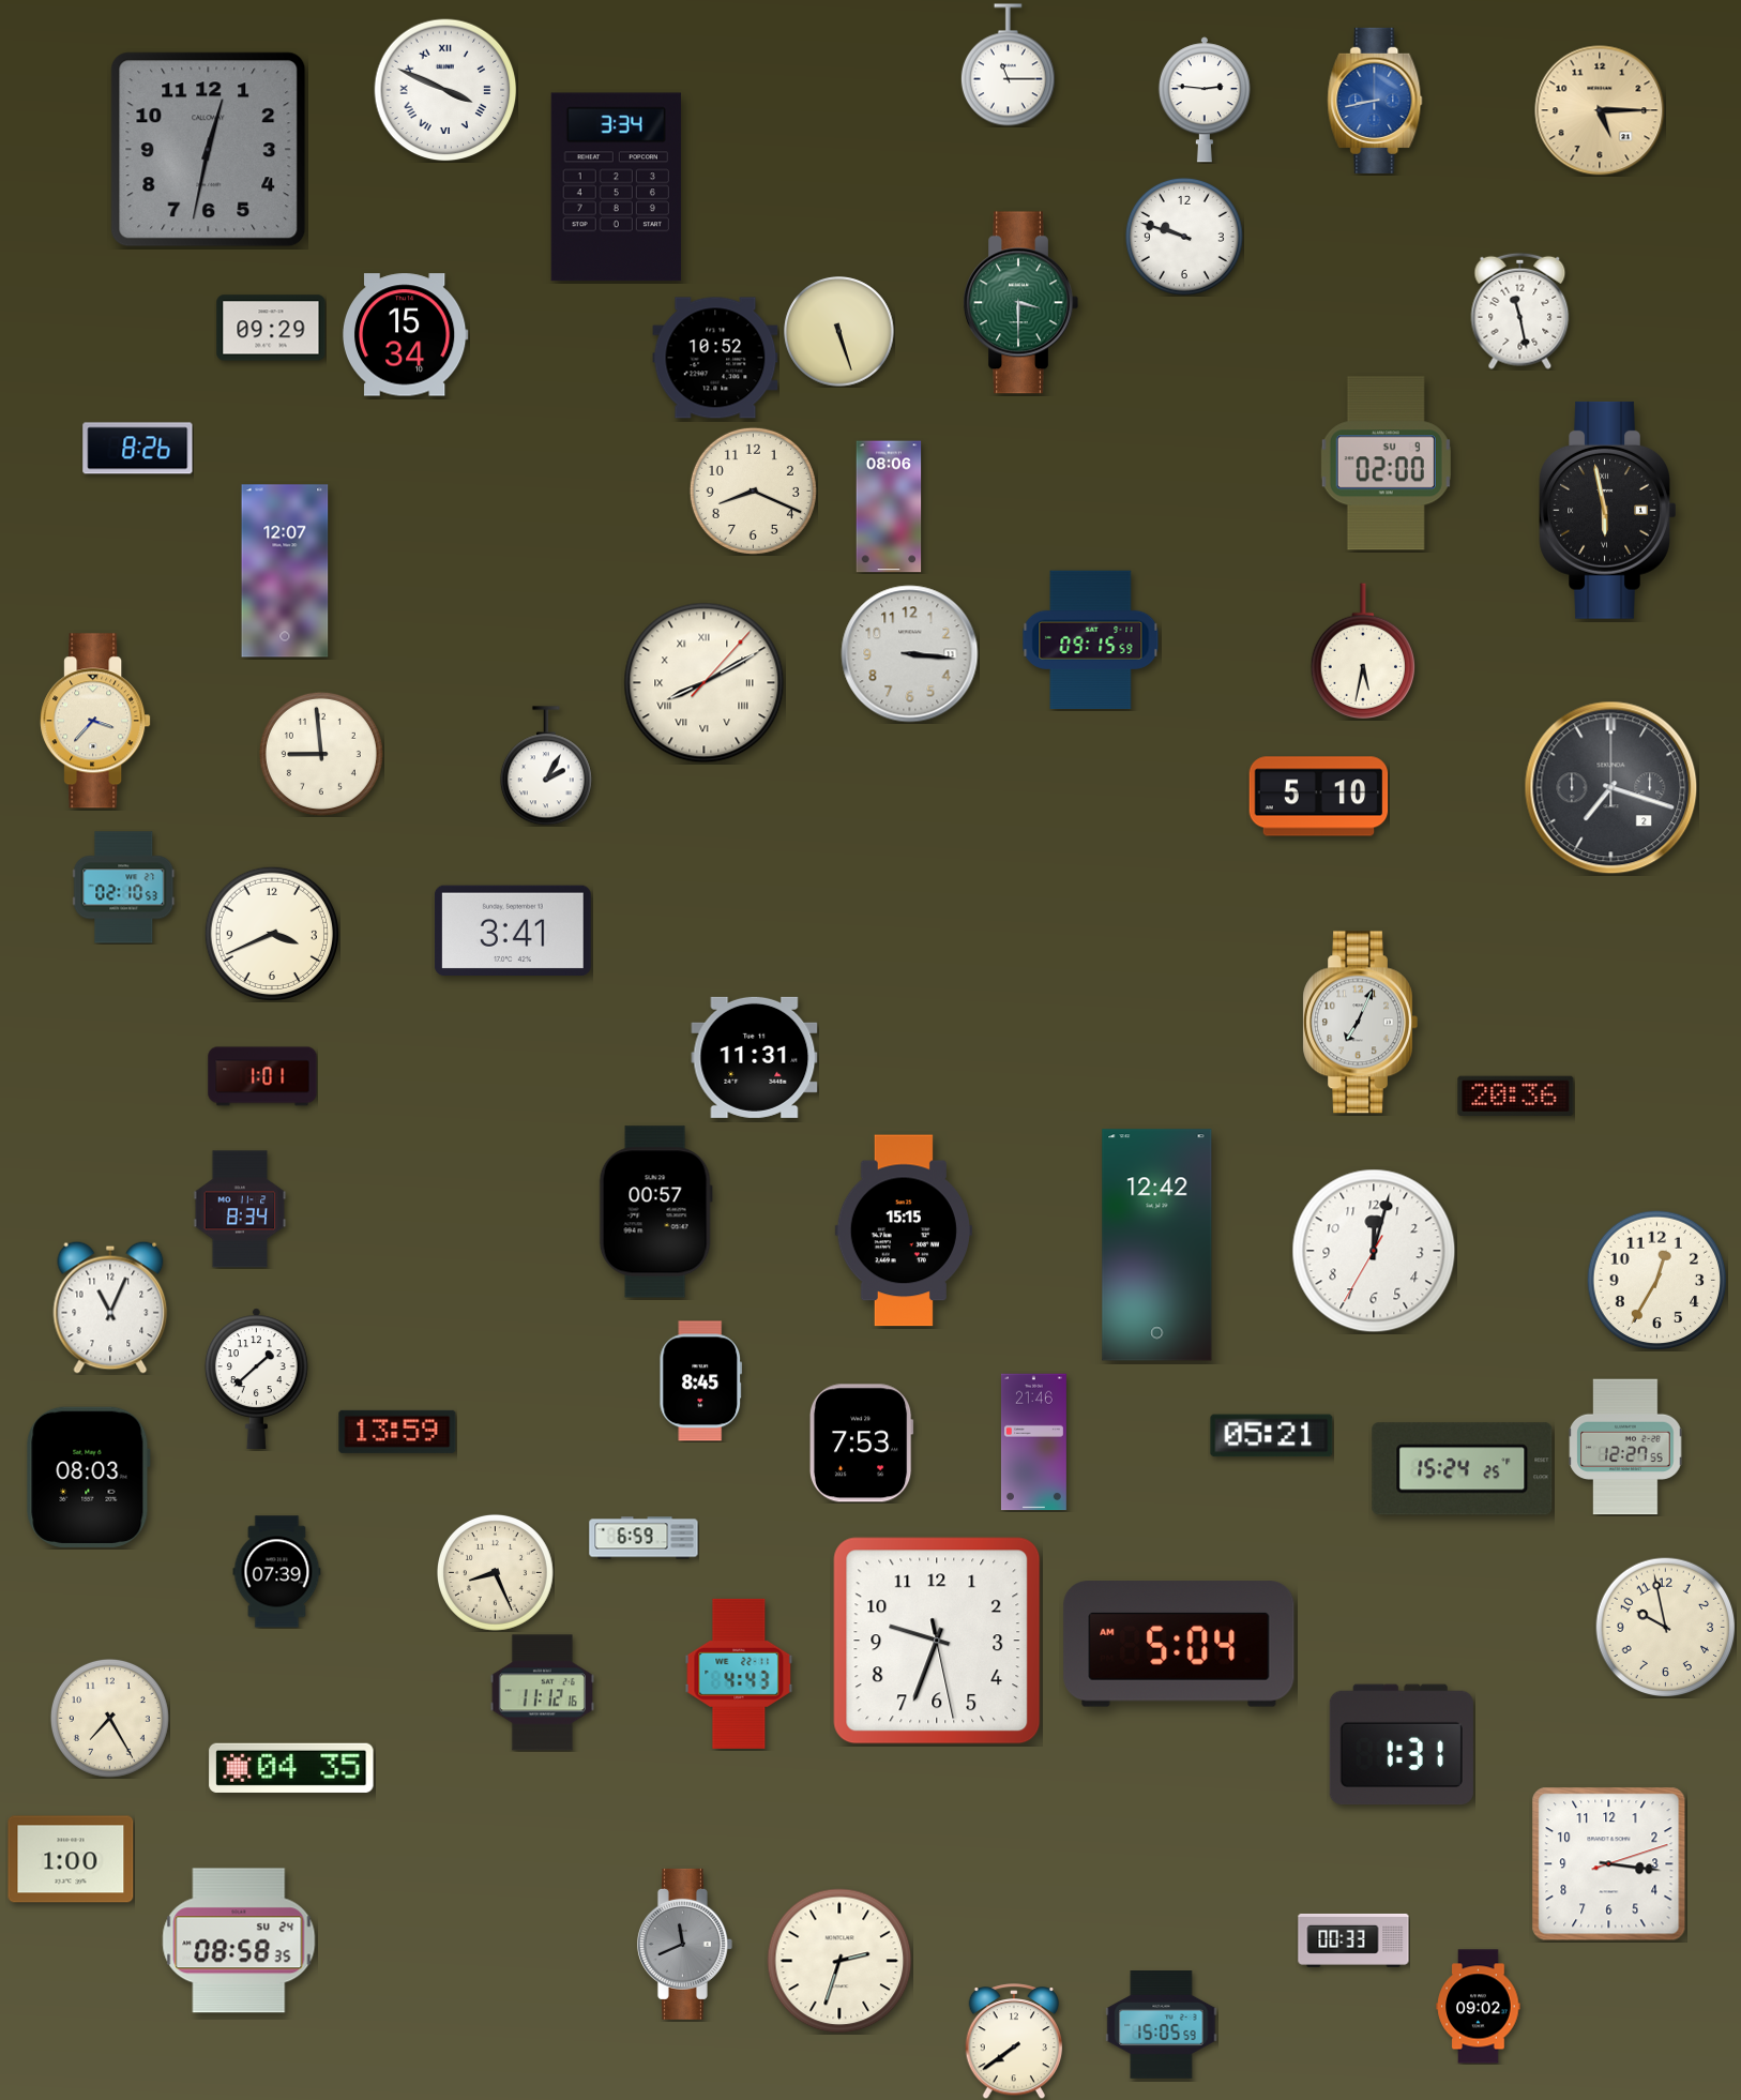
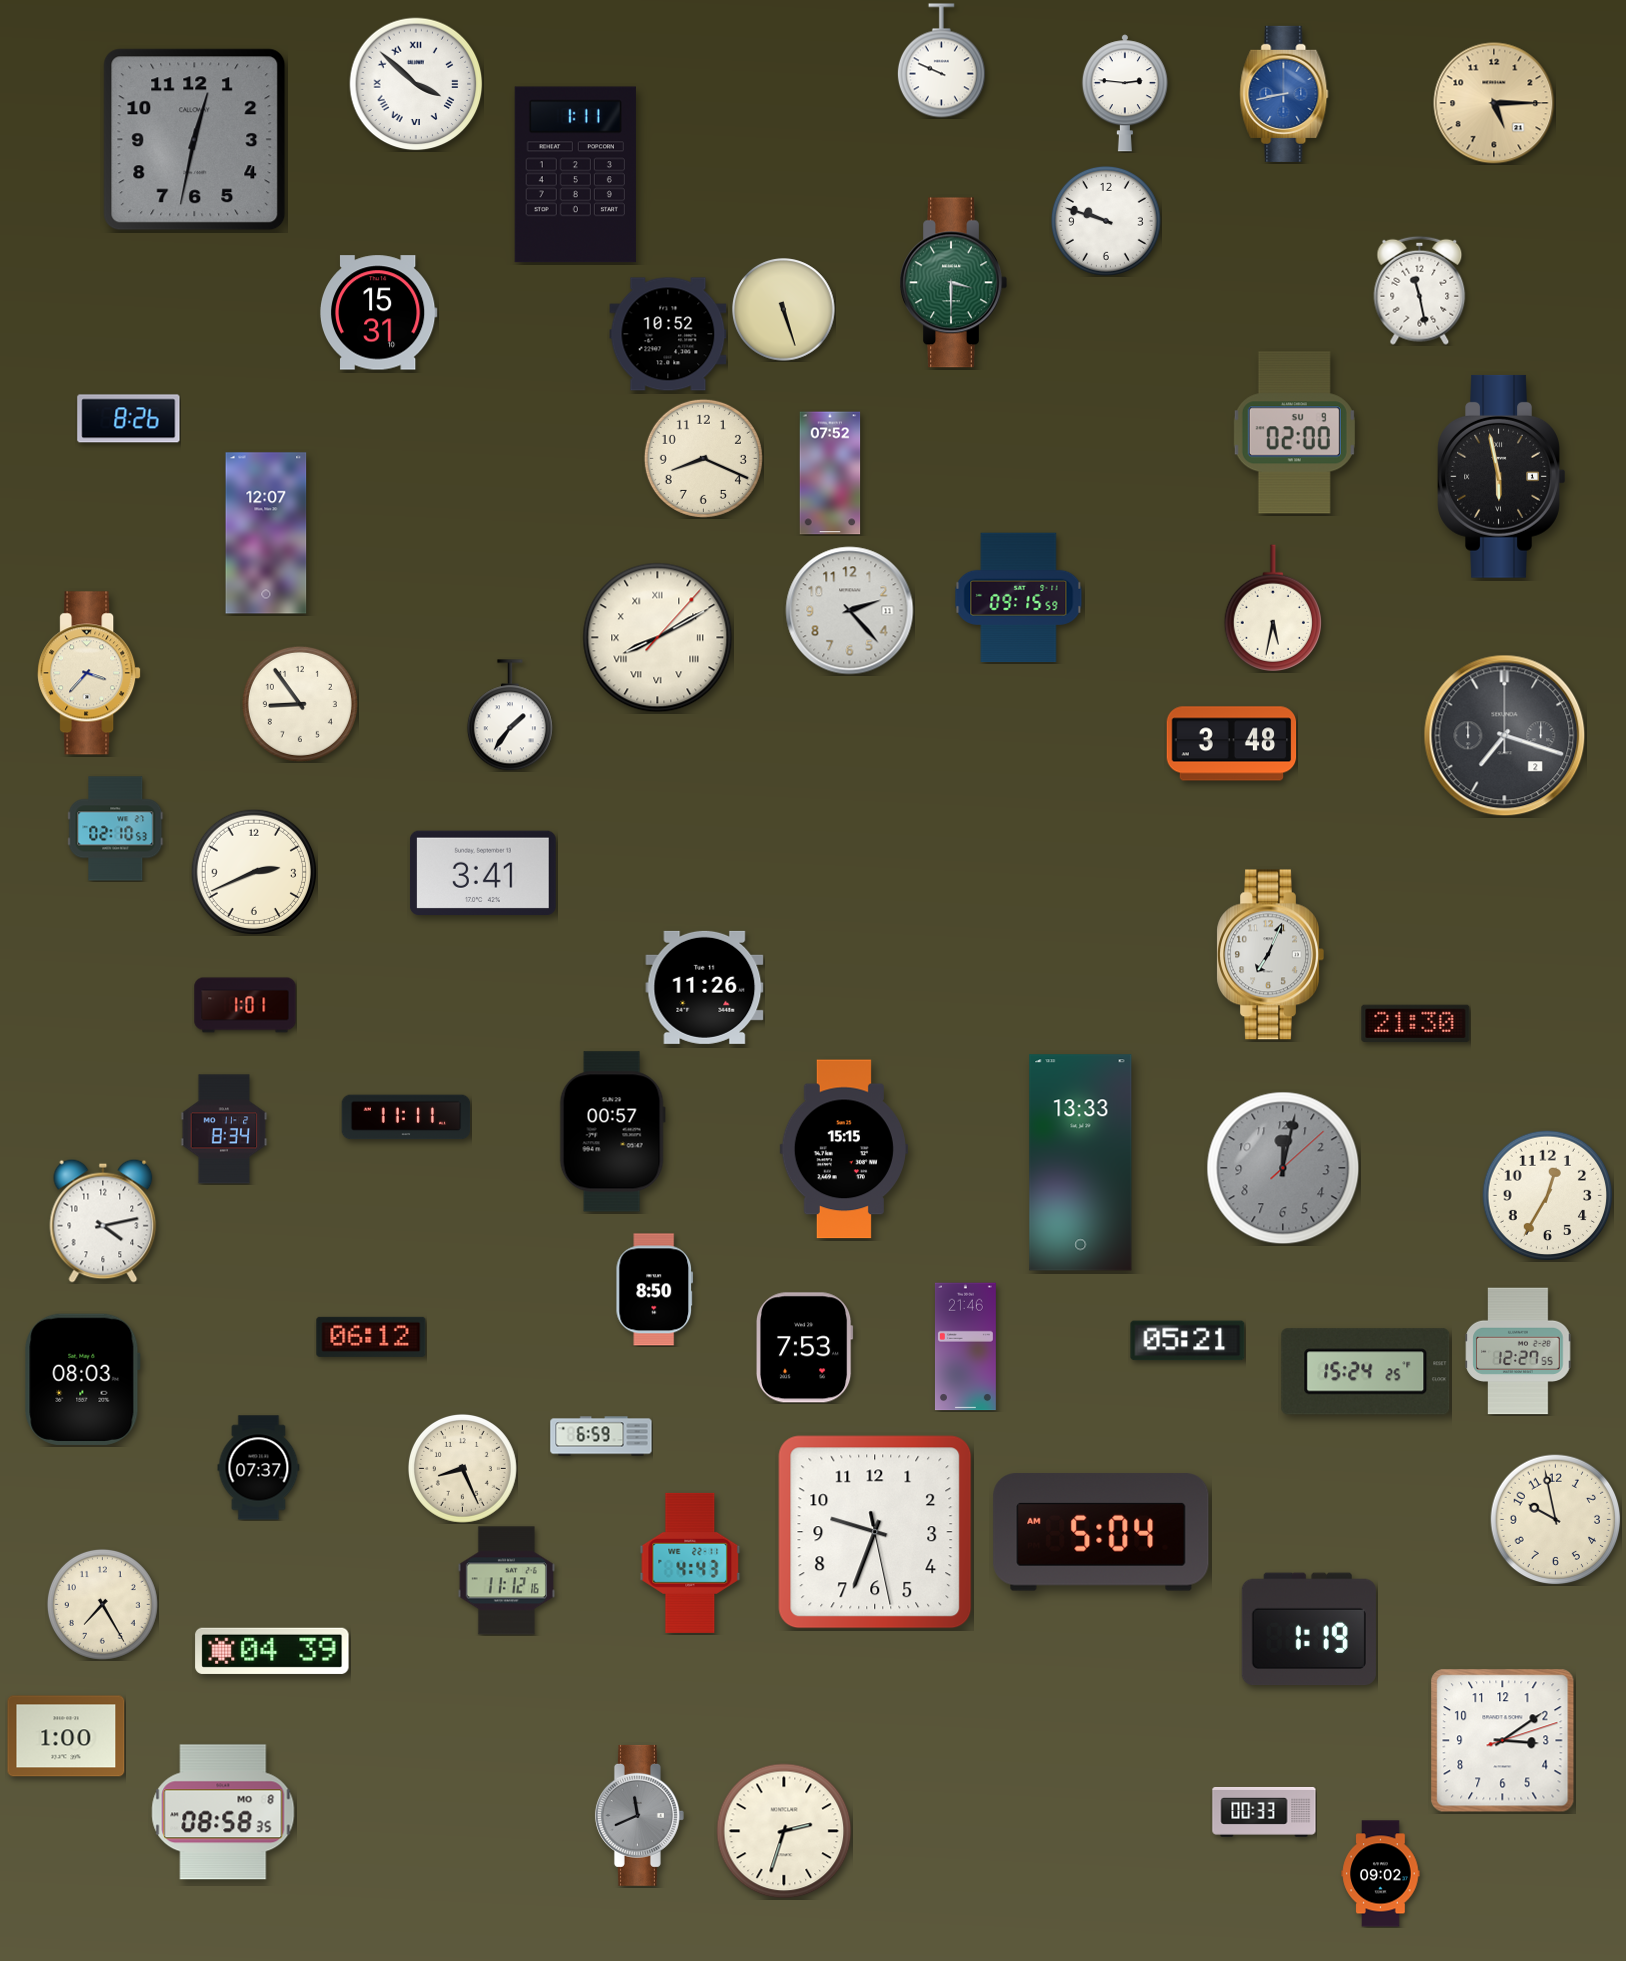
clock at (1008, 65): 11:15 -> 9:49
clock at (445, 90): 3:49 -> 3:52
clock at (616, 187): 3:34 -> 1:11
clock at (271, 328): 09:29 -> none
clock at (405, 335): 15:34 -> 15:31
clock at (889, 507): 08:06 -> 07:52
clock at (910, 654): 3:16 -> 2:23
clock at (321, 754): 8:59 -> 8:54
clock at (546, 766): 2:05 -> 1:36
clock at (1319, 797): 5:10 -> 3:48
clock at (513, 931) position: (513, 931) -> (483, 873)
clock at (271, 933): 3:41 -> 2:41
clock at (755, 1057): 11:31 -> 11:26
clock at (1516, 1097): 20:36 -> 21:30
clock at (406, 1117): none -> 11:11
clock at (1157, 1245): 12:42 -> 13:33
clock at (1374, 1251): 12:02:35 -> 12:02:08
clock at (1374, 1251) dial: white -> grey
clock at (110, 1308): 11:04 -> 4:13
clock at (256, 1378): 1:38 -> none
clock at (701, 1381): 8:45 -> 8:50
clock at (397, 1432): 13:59 -> 06:12
clock at (277, 1572): 07:39 -> 07:37
clock at (1179, 1644) position: (1179, 1644) -> (1101, 1532)
clock at (1402, 1744): 1:31 -> 1:19
clock at (291, 1768): 04:35 -> 04:39
clock at (1609, 1864): 3:16 -> 3:09
clock at (239, 1940) date: SU 24 -> MO 8
clock at (1162, 2025): 15:05 -> none
clock at (1014, 2041): 7:39 -> none
